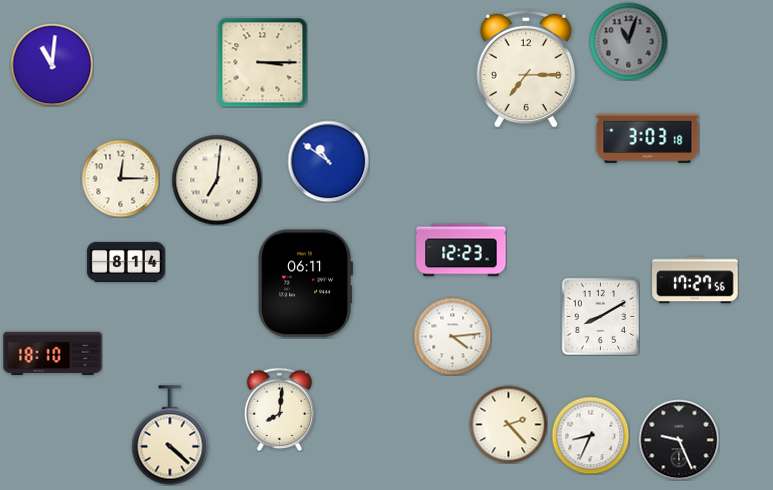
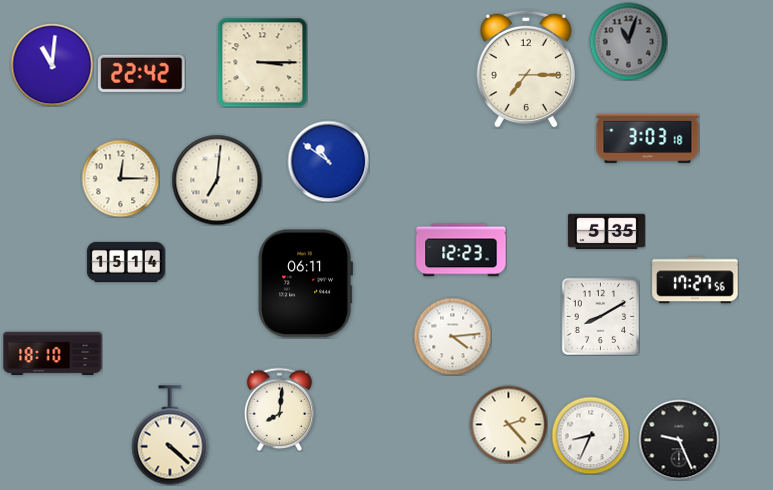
clock at (142, 73): none -> 22:42
clock at (606, 231): none -> 5:35
clock at (126, 262): 8:14 -> 15:14
